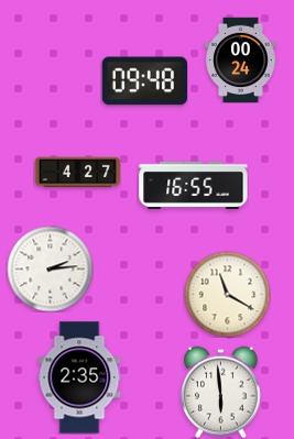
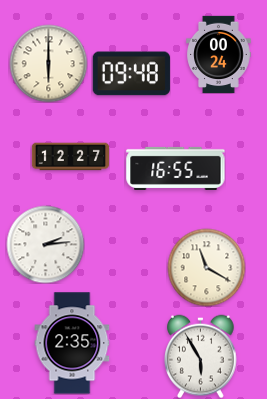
clock at (48, 63): none -> 6:00
clock at (77, 173): 4:27 -> 12:27
clock at (221, 392): 5:59 -> 5:55
